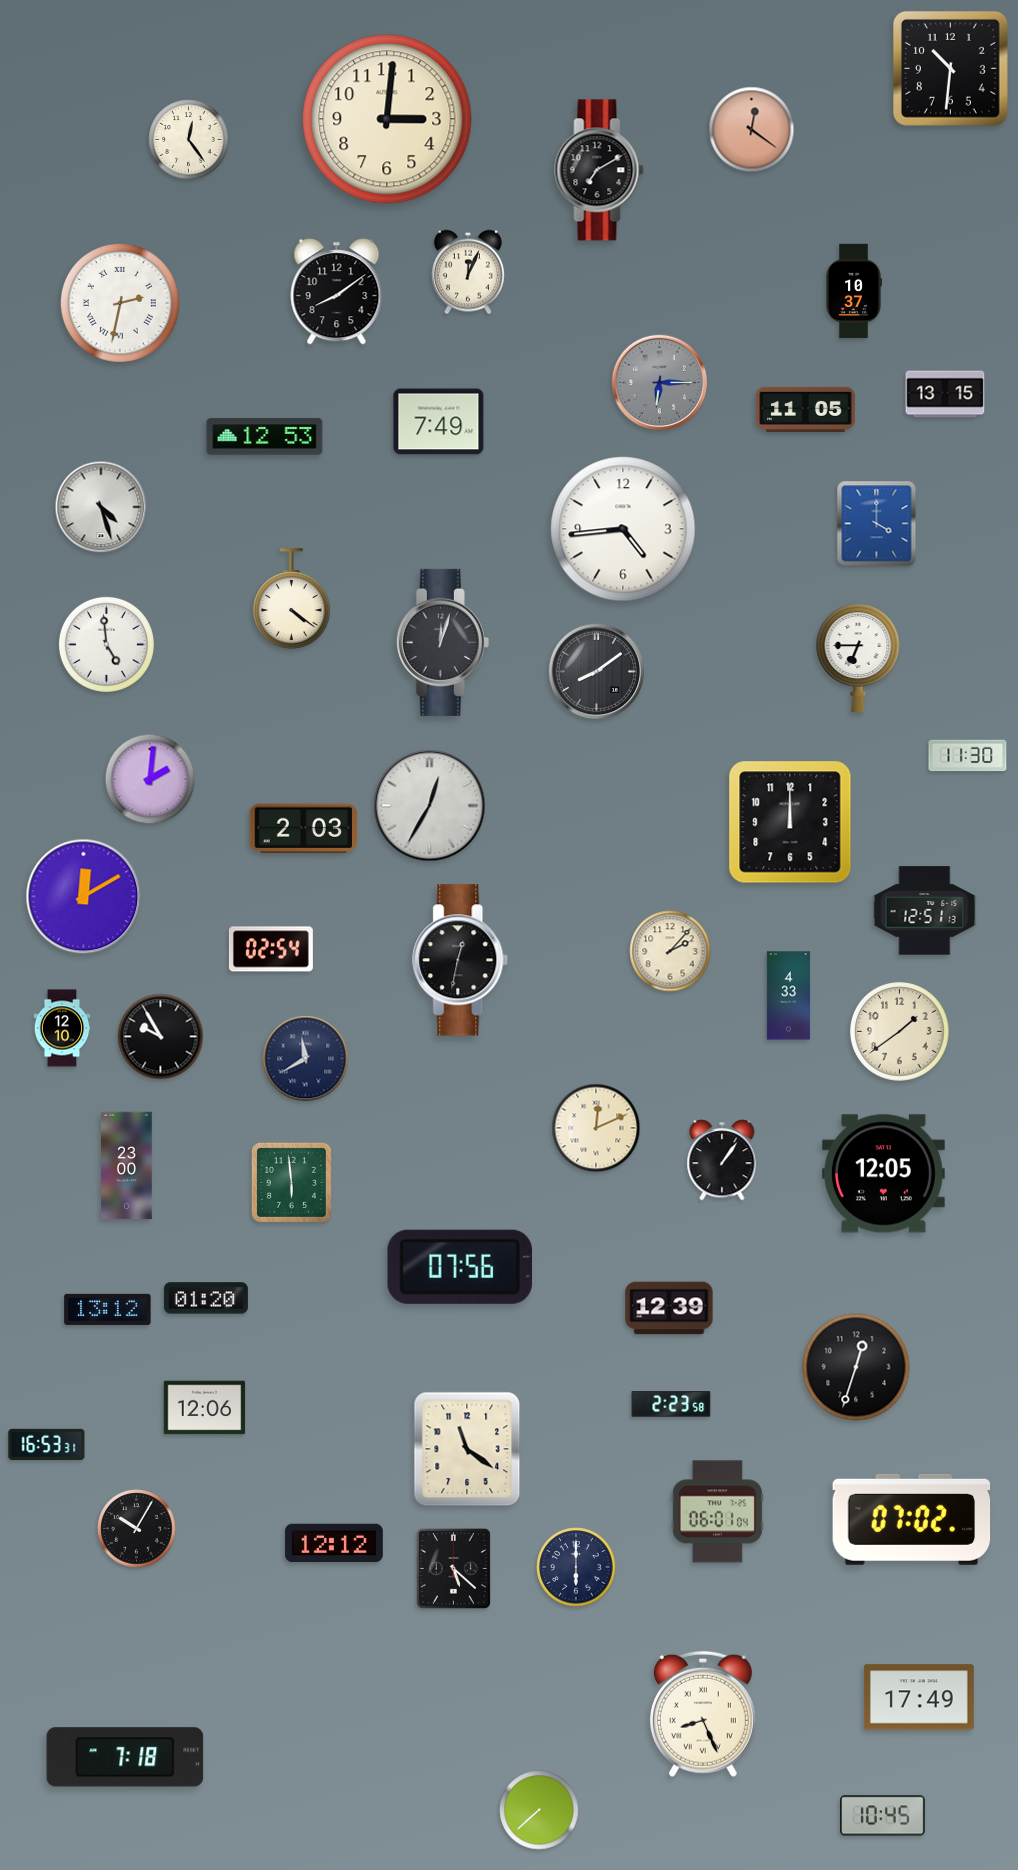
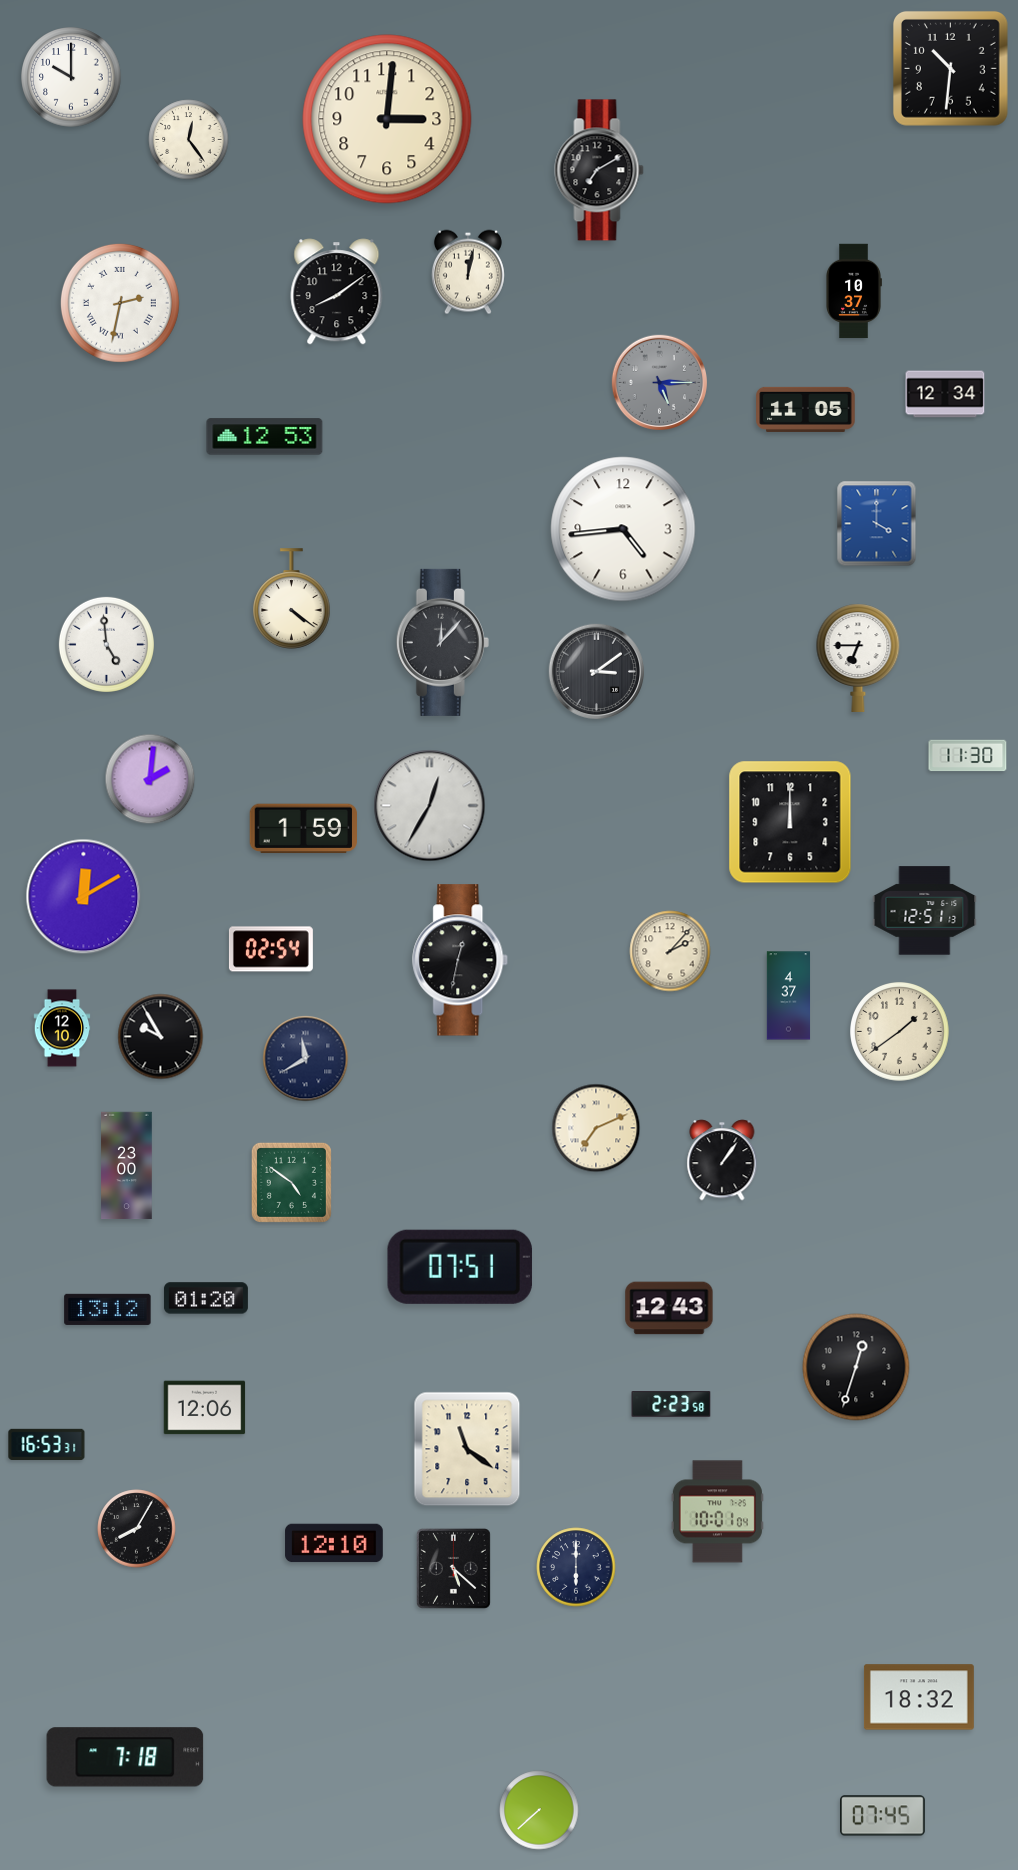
clock at (71, 77): none -> 10:00
clock at (752, 130): 12:21 -> none
clock at (468, 272): 12:04 -> 12:02
clock at (659, 382): 6:15 -> 5:15
clock at (945, 394): 13:15 -> 12:34
clock at (439, 422): 7:49 -> none
clock at (101, 507): 4:27 -> none
clock at (442, 642): 12:03 -> 12:07
clock at (596, 671): 8:09 -> 3:09
clock at (303, 829): 2:03 -> 1:59
clock at (789, 996): 4:33 -> 4:37
clock at (596, 1128): 12:11 -> 7:11
clock at (883, 1174): 12:05 -> none
clock at (291, 1182): 5:59 -> 4:51
clock at (460, 1267): 07:56 -> 07:51
clock at (669, 1308): 12:39 -> 12:43
clock at (717, 1512): 06:01 -> 10:01
clock at (912, 1519): 07:02 -> none
clock at (137, 1529): 10:05 -> 8:05
clock at (334, 1543): 12:12 -> 12:10
clock at (919, 1697): 17:49 -> 18:32
clock at (703, 1714): 8:26 -> none
clock at (883, 1816): 10:45 -> 07:45
